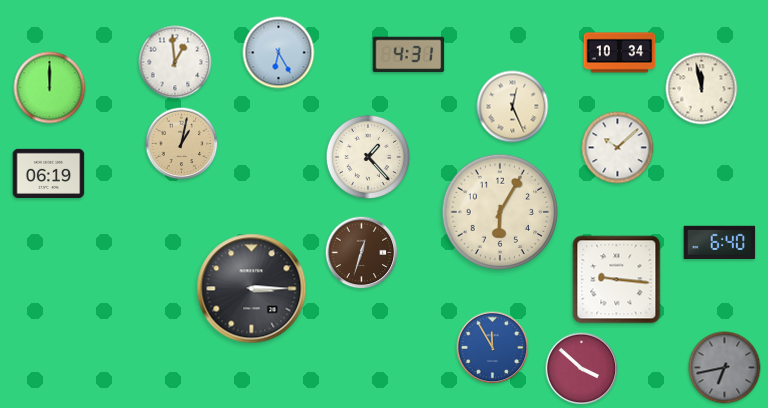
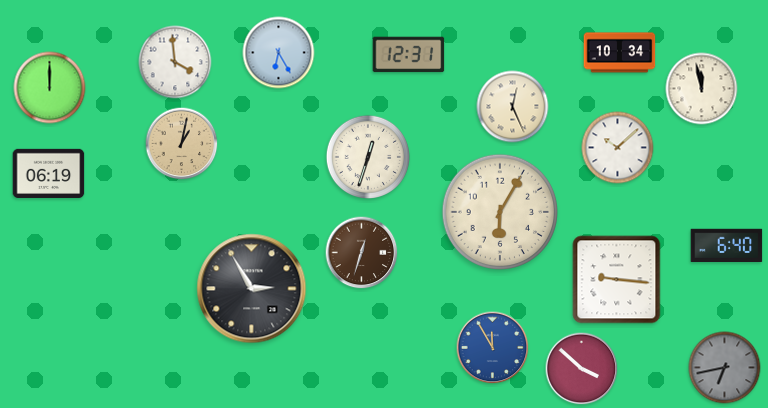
clock at (409, 55): 4:31 -> 12:31
clock at (175, 62): 12:59 -> 3:59
clock at (367, 156): 1:23 -> 12:33
clock at (720, 243) position: (720, 243) -> (727, 246)
clock at (252, 289): 3:15 -> 2:55
